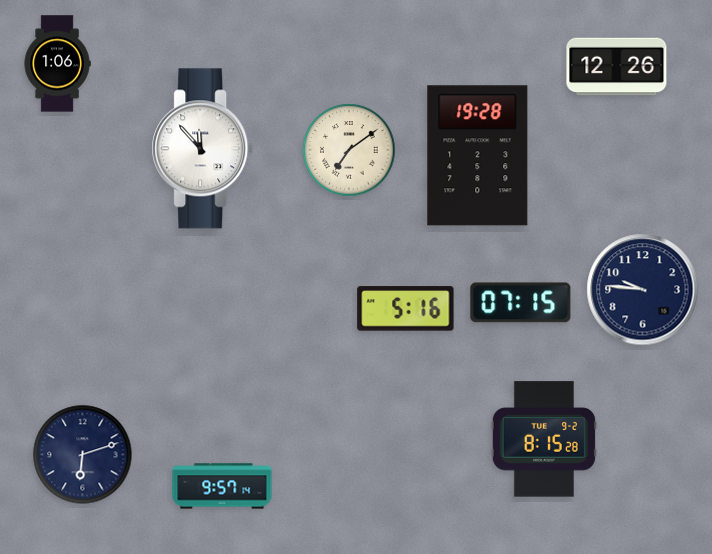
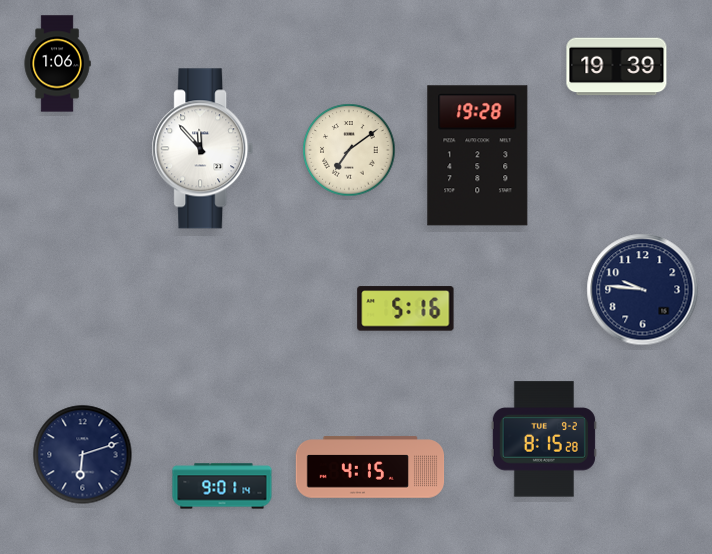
clock at (617, 67): 12:26 -> 19:39
clock at (521, 303): 07:15 -> none
clock at (370, 467): none -> 4:15
clock at (222, 486): 9:57 -> 9:01
